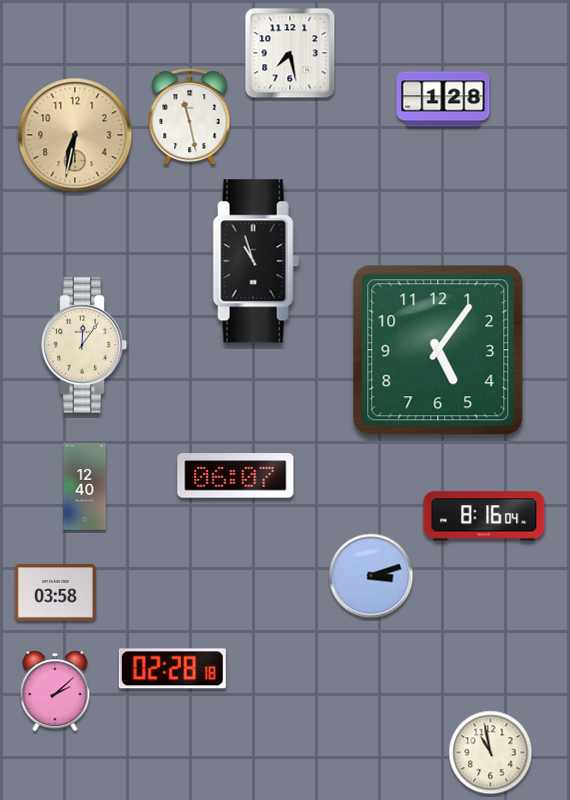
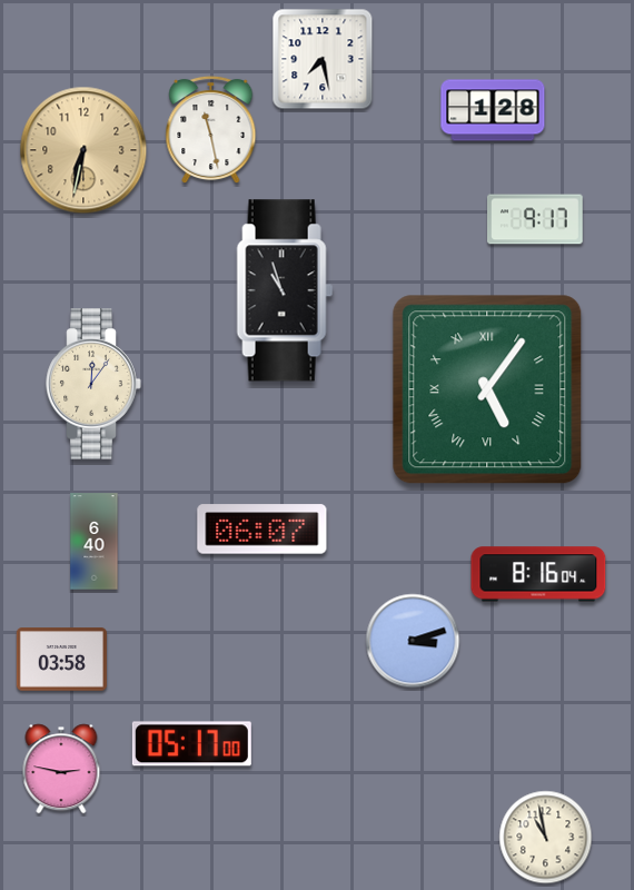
clock at (536, 219): none -> 9:17
clock at (438, 350) numerals: Arabic -> Roman
clock at (85, 487): 12:40 -> 6:40
clock at (172, 669): 02:28 -> 05:17
clock at (55, 691): 2:08 -> 2:47
